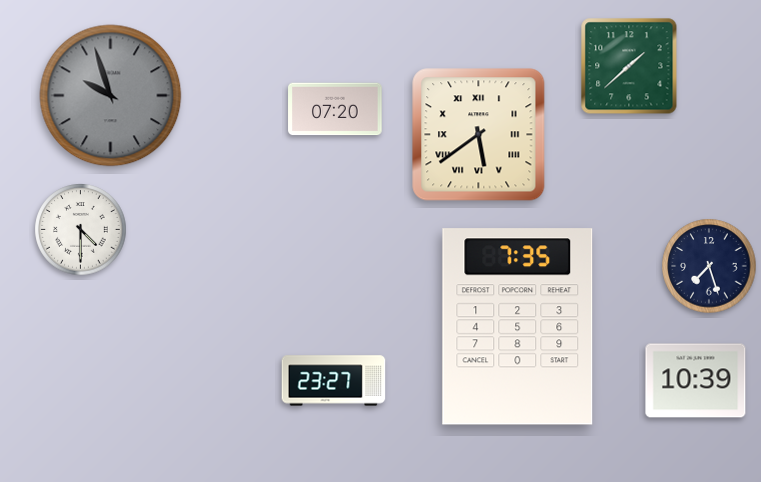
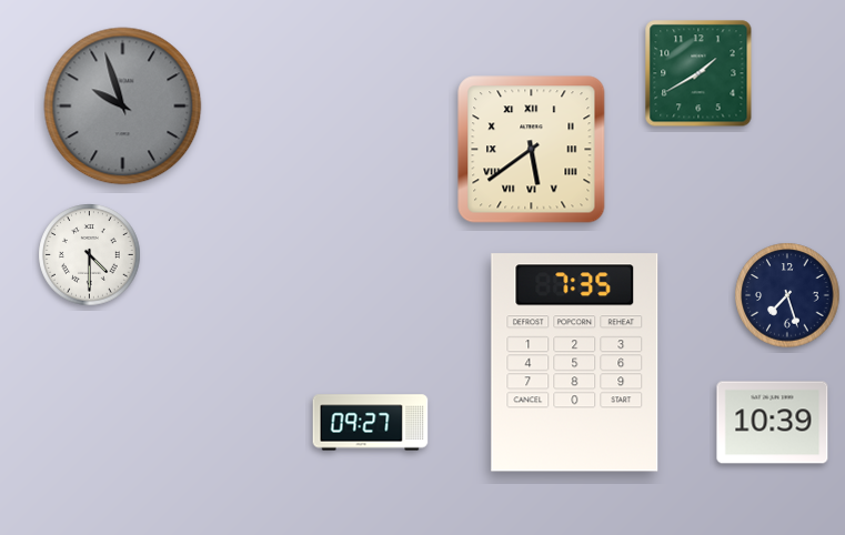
clock at (629, 66): 1:38 -> 1:40
clock at (335, 109): 07:20 -> none
clock at (334, 381): 23:27 -> 09:27
